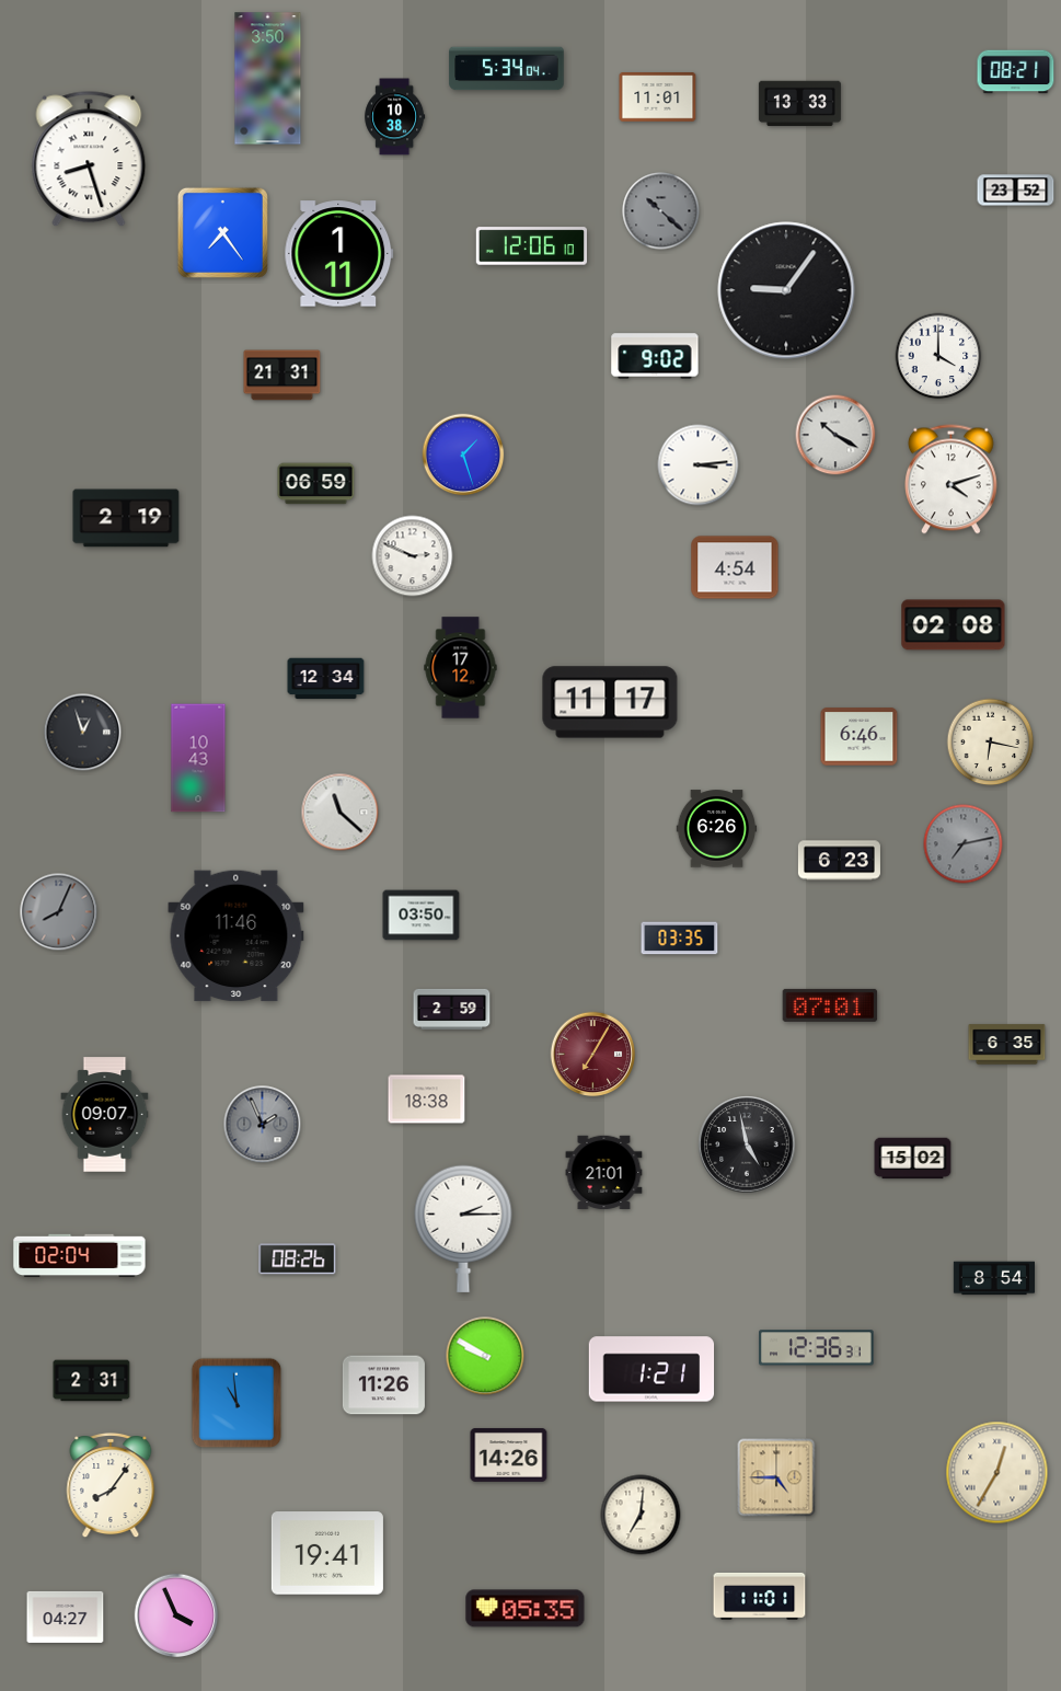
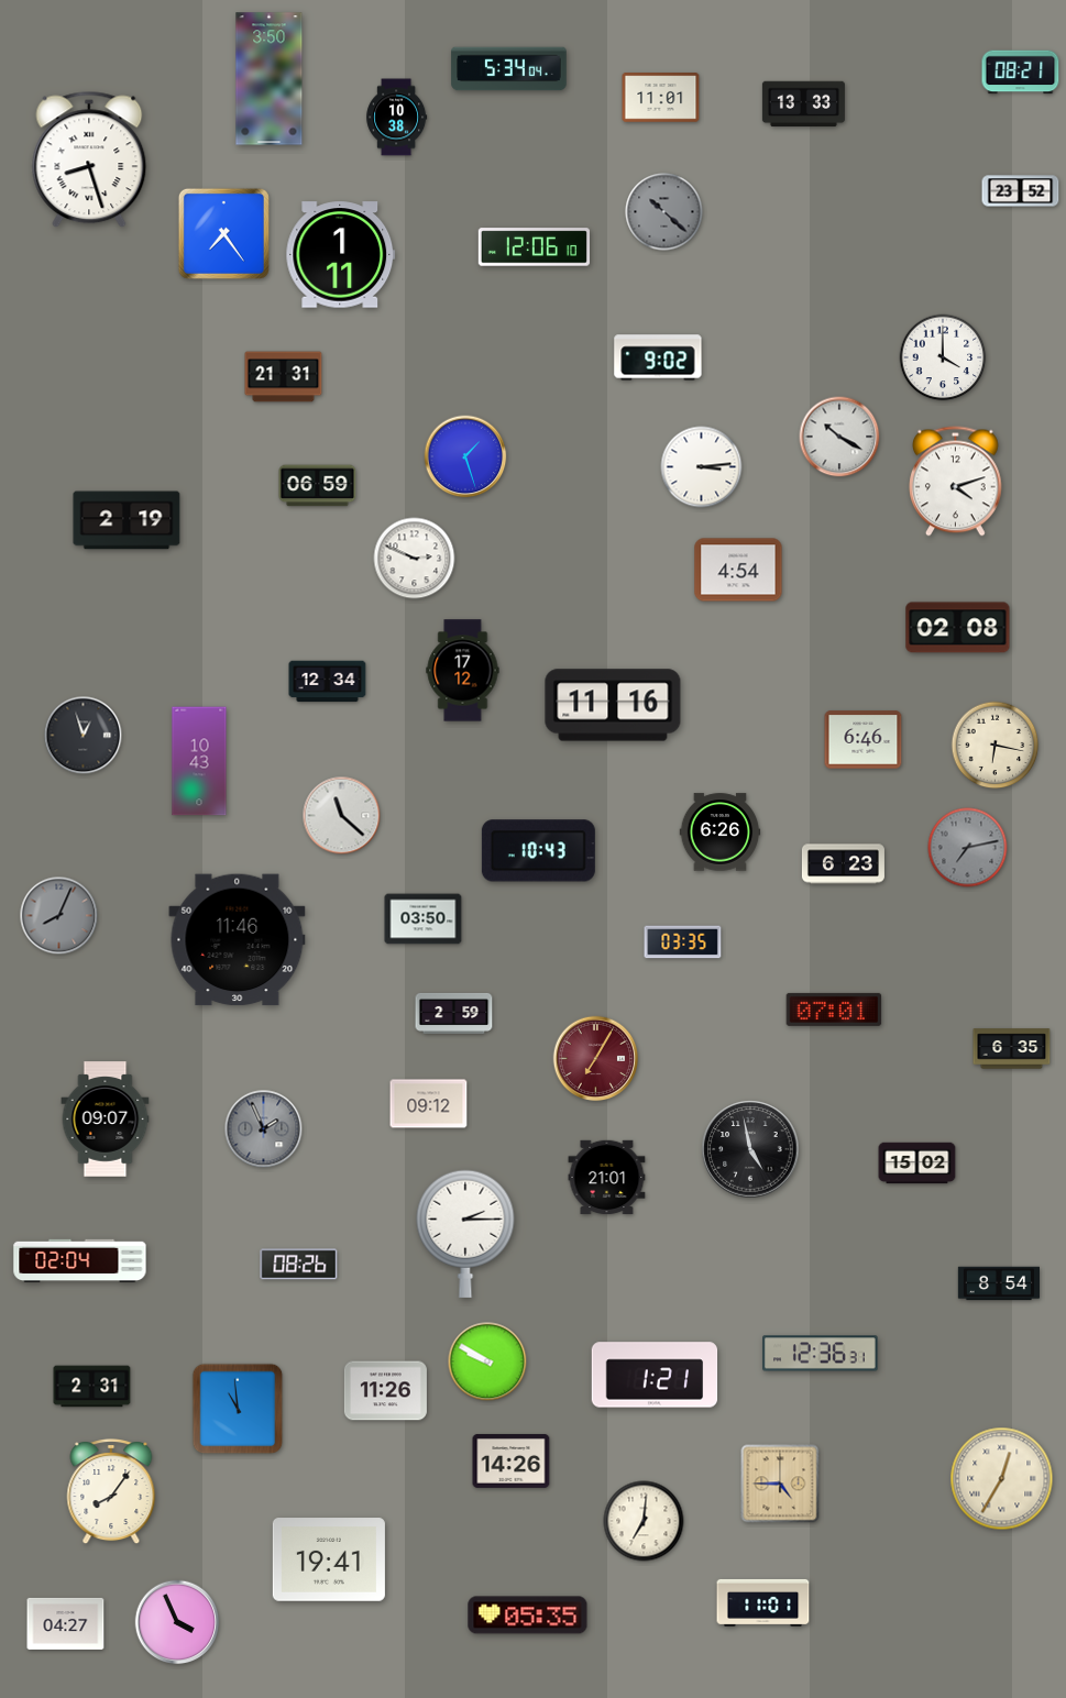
clock at (786, 290): 9:06 -> none
clock at (610, 702): 11:17 -> 11:16
clock at (538, 851): none -> 10:43
clock at (427, 1100): 18:38 -> 09:12
